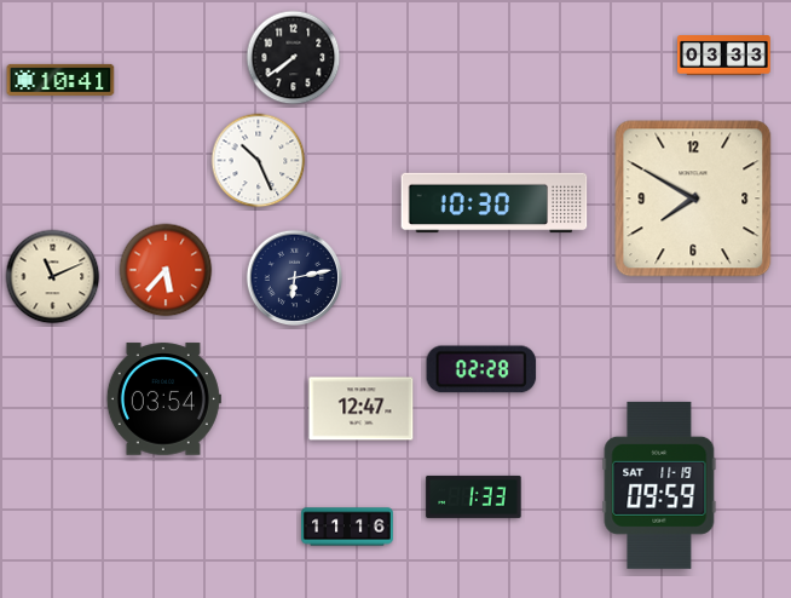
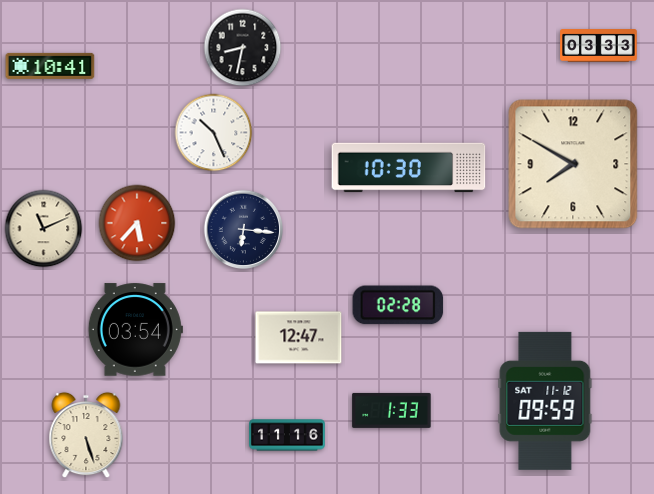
clock at (294, 58): 7:39 -> 8:32
clock at (295, 278): 6:13 -> 6:16
clock at (659, 485) date: SAT 11-19 -> SAT 11-12
clock at (86, 435): none -> 5:27
